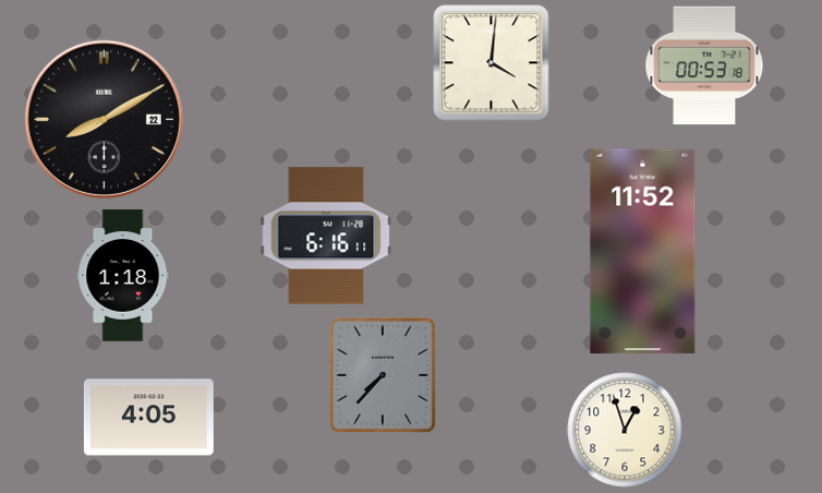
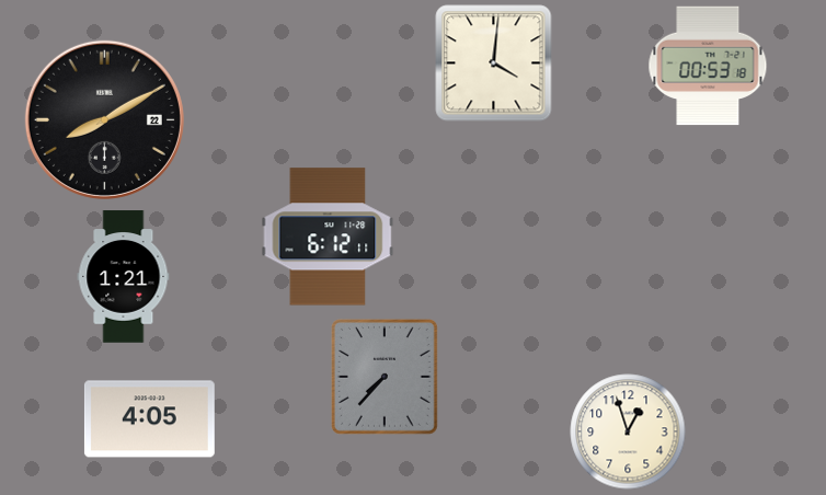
clock at (326, 236): 6:16 -> 6:12
clock at (643, 252): 11:52 -> none
clock at (123, 276): 1:18 -> 1:21
